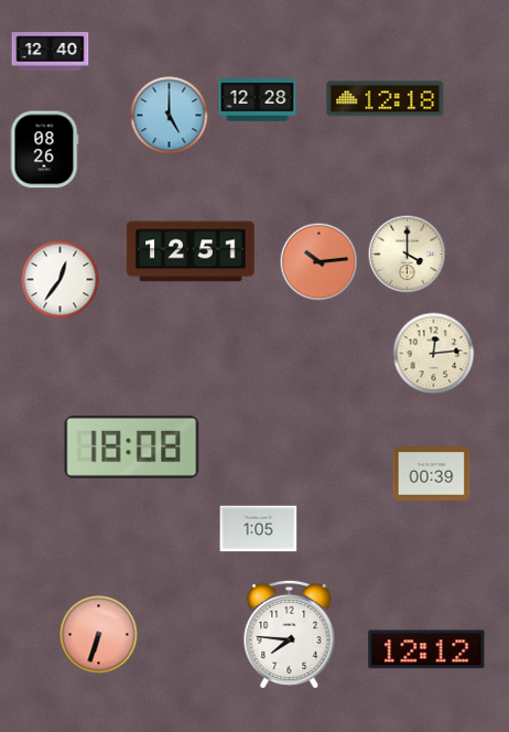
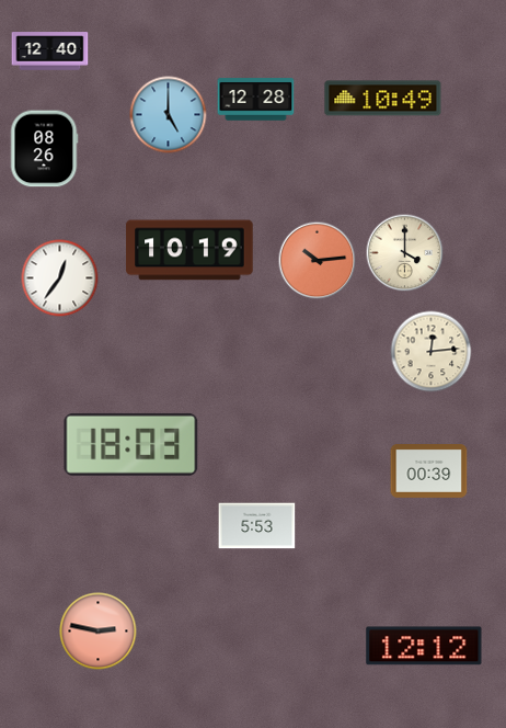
clock at (386, 99): 12:18 -> 10:49
clock at (191, 251): 12:51 -> 10:19
clock at (132, 446): 18:08 -> 18:03
clock at (259, 529): 1:05 -> 5:53
clock at (290, 634): 7:46 -> none
clock at (99, 635): 6:33 -> 2:47
